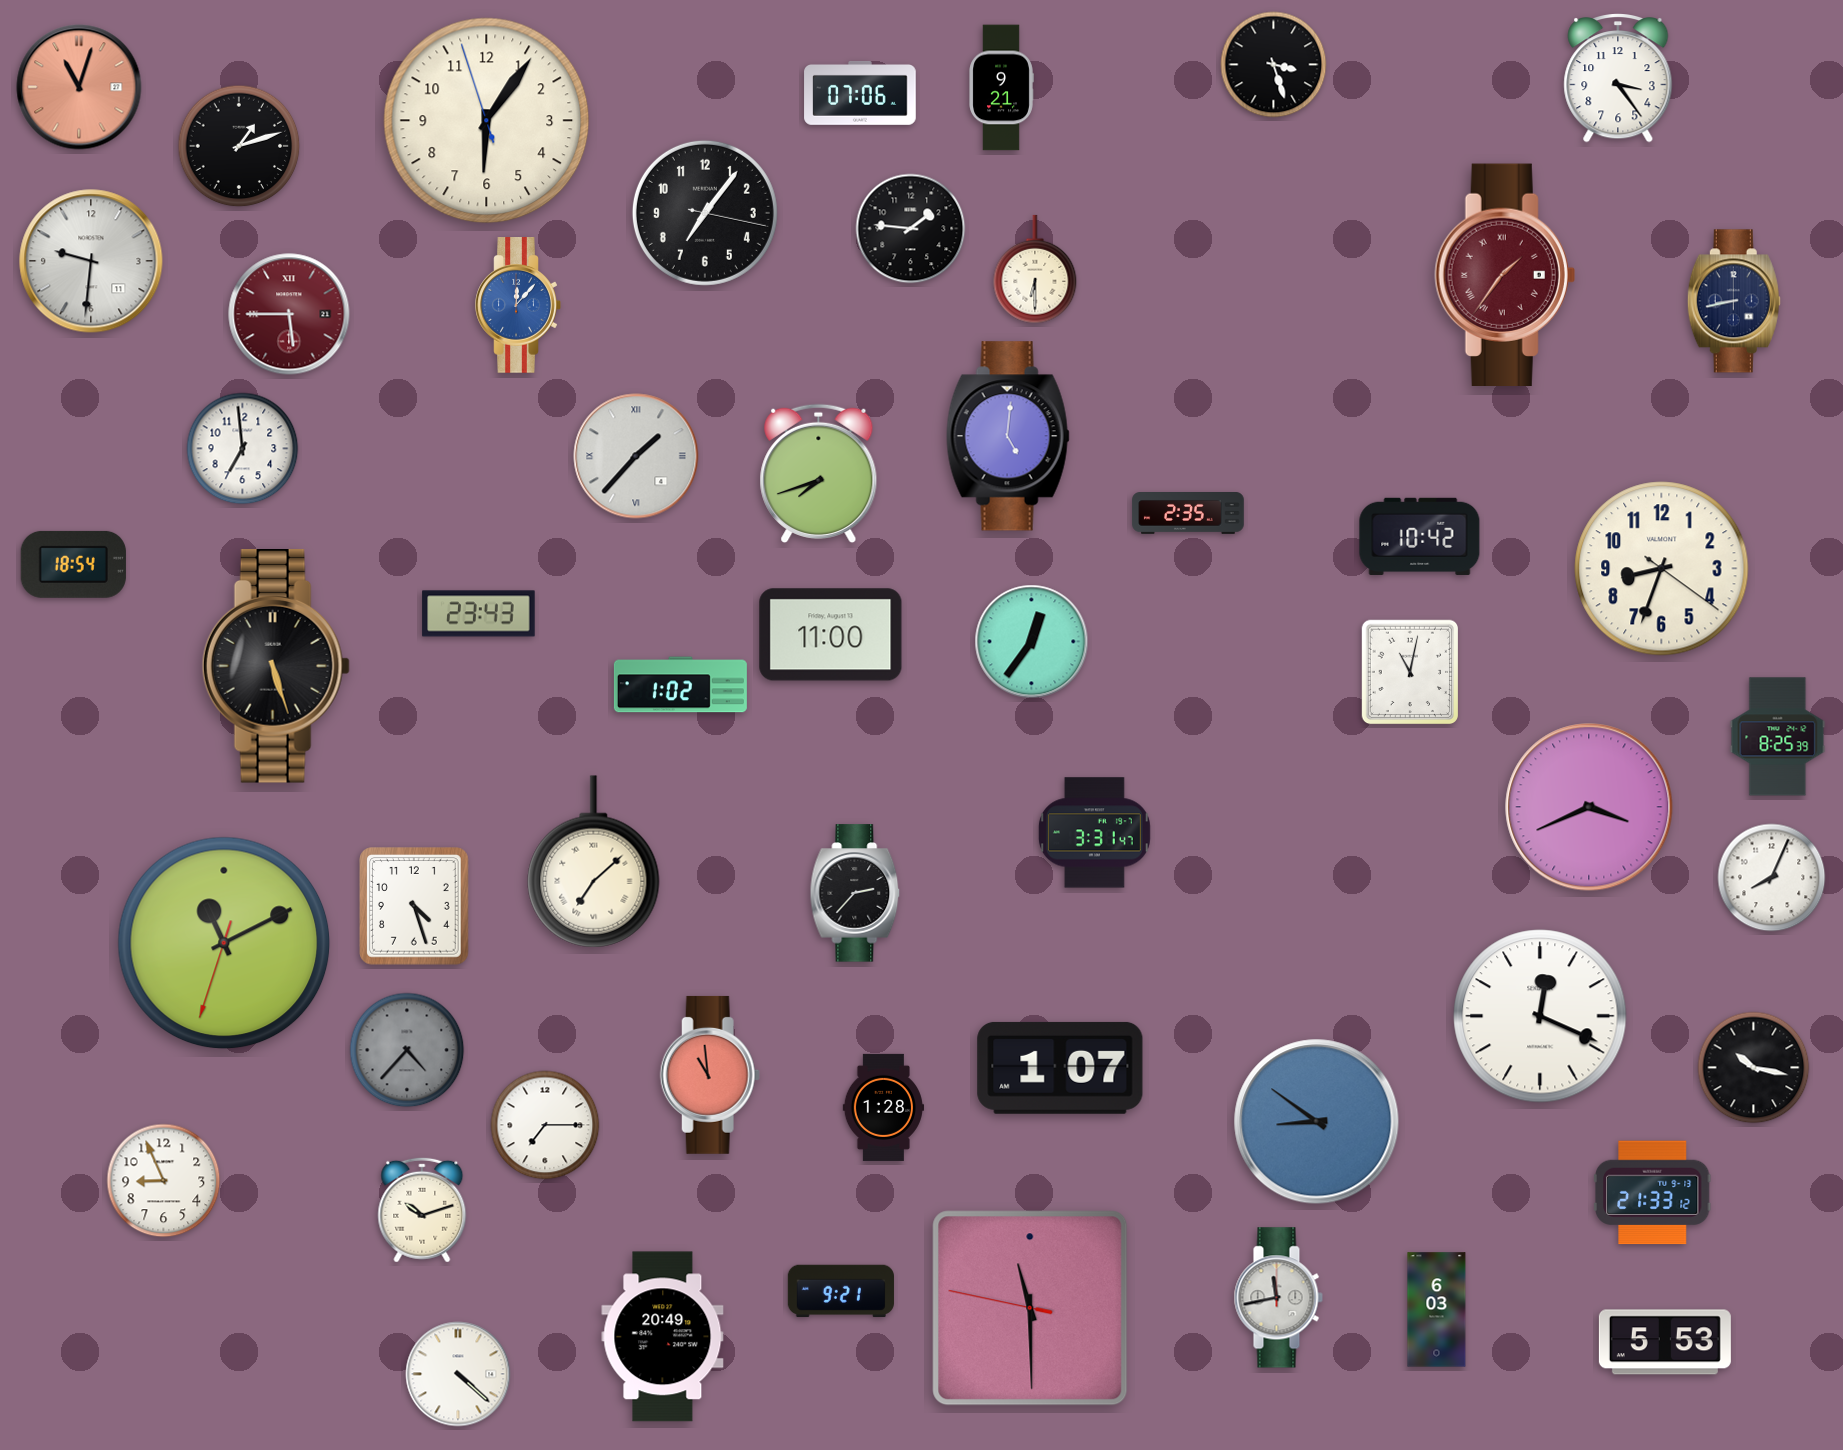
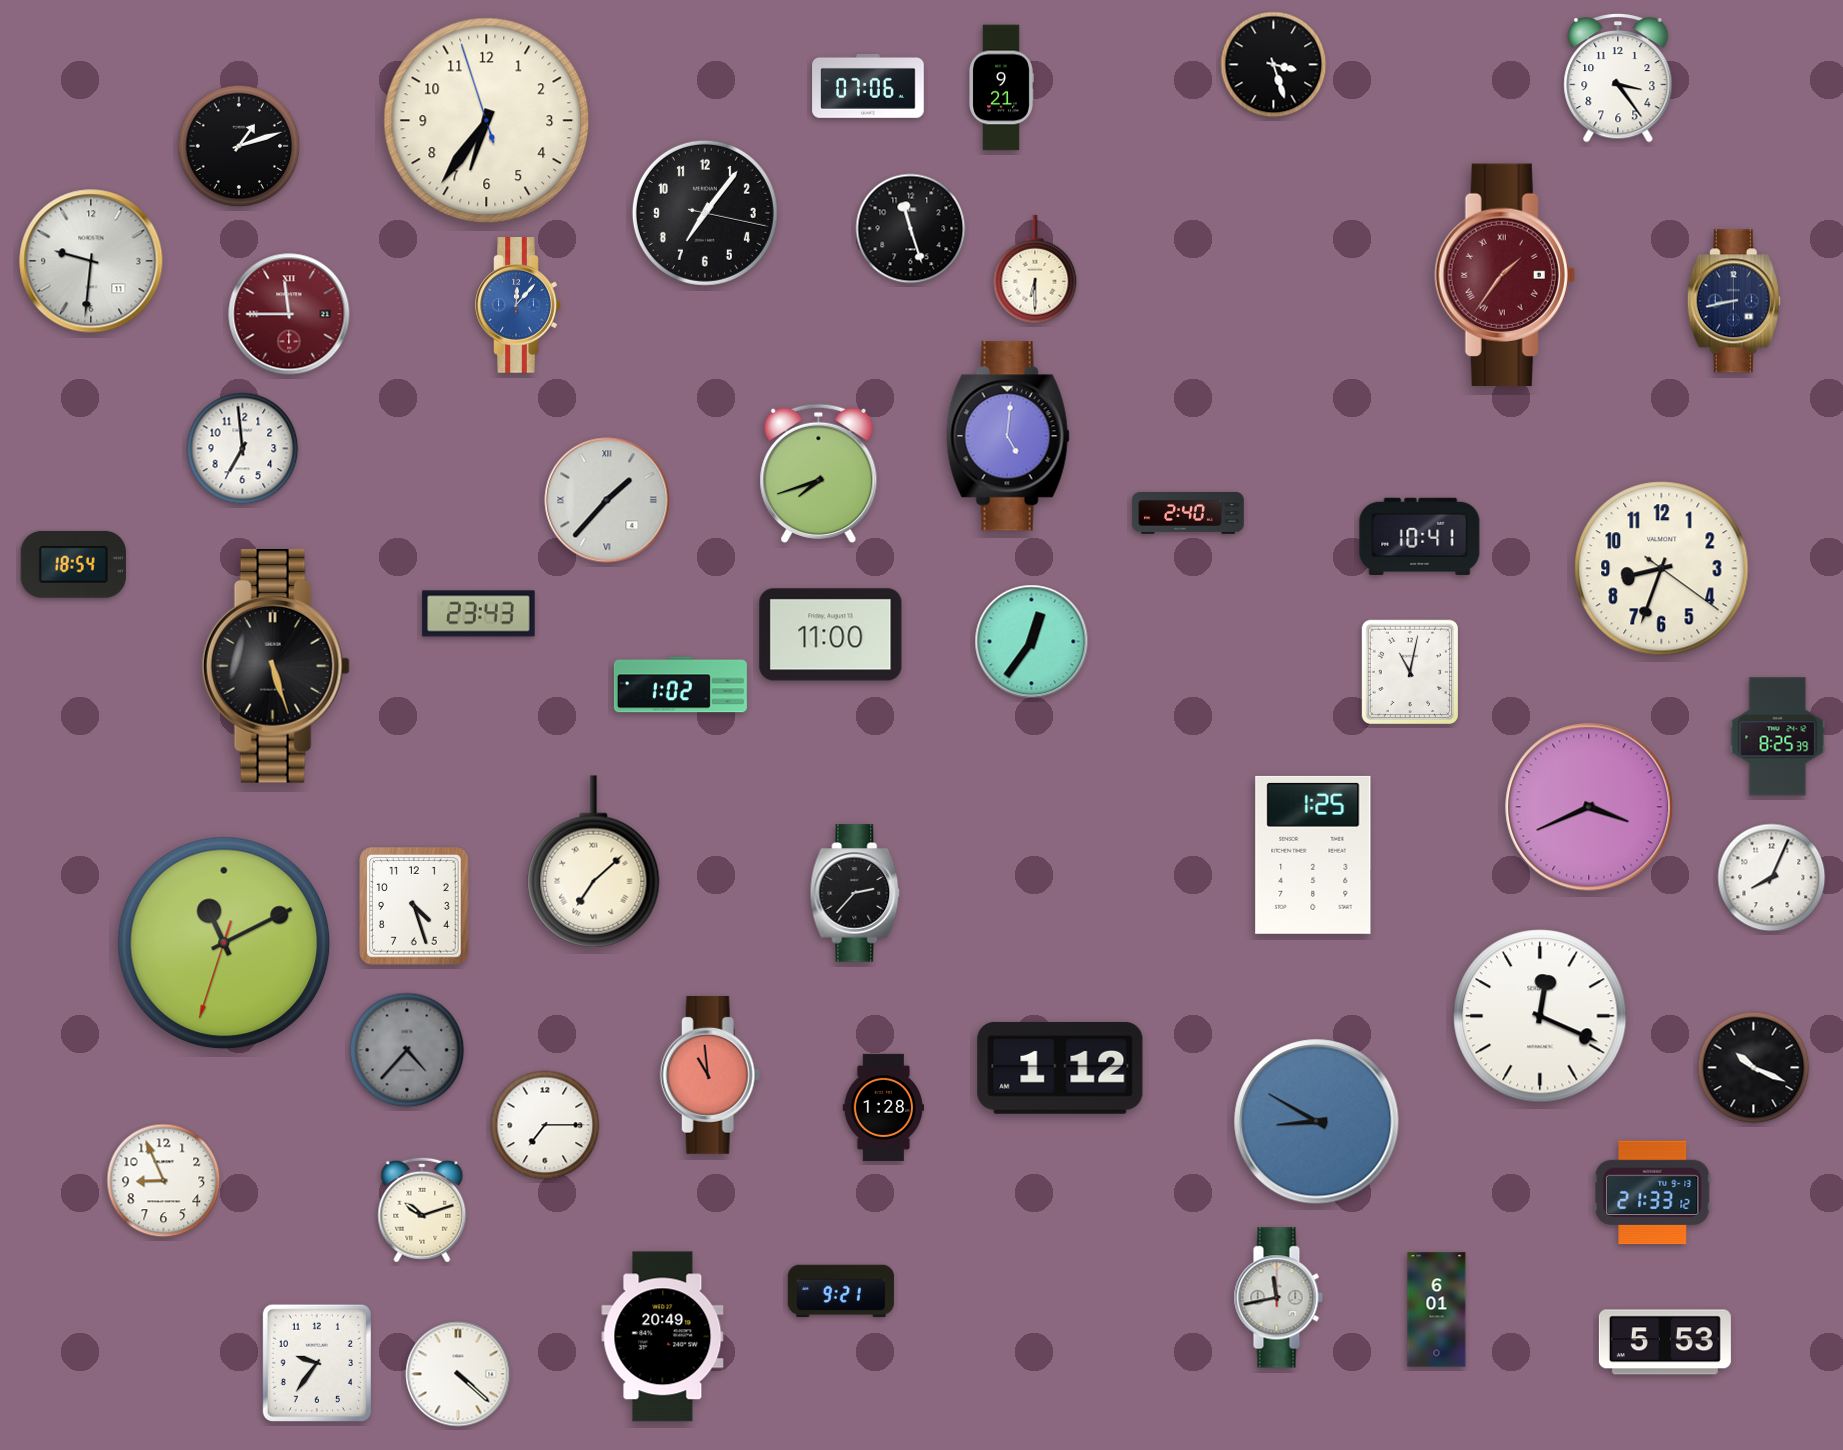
clock at (79, 87): 11:03 -> none
clock at (860, 93) position: (860, 93) -> (868, 86)
clock at (487, 121): 6:05 -> 6:35
clock at (911, 229): 1:46 -> 11:27
clock at (289, 314): 5:45 -> 11:45
clock at (636, 456) position: (636, 456) -> (607, 500)
clock at (1188, 514): 2:35 -> 2:40
clock at (1420, 536): 10:42 -> 10:41
clock at (1094, 833): 3:31 -> none
clock at (1313, 855): none -> 1:25
clock at (1060, 1068): 1:07 -> 1:12
clock at (1754, 1068): 10:17 -> 10:19
clock at (1317, 1122): 8:51 -> 8:50
clock at (1030, 1308): 11:29 -> none
clock at (1437, 1310): 6:03 -> 6:01
clock at (317, 1363): none -> 9:36
